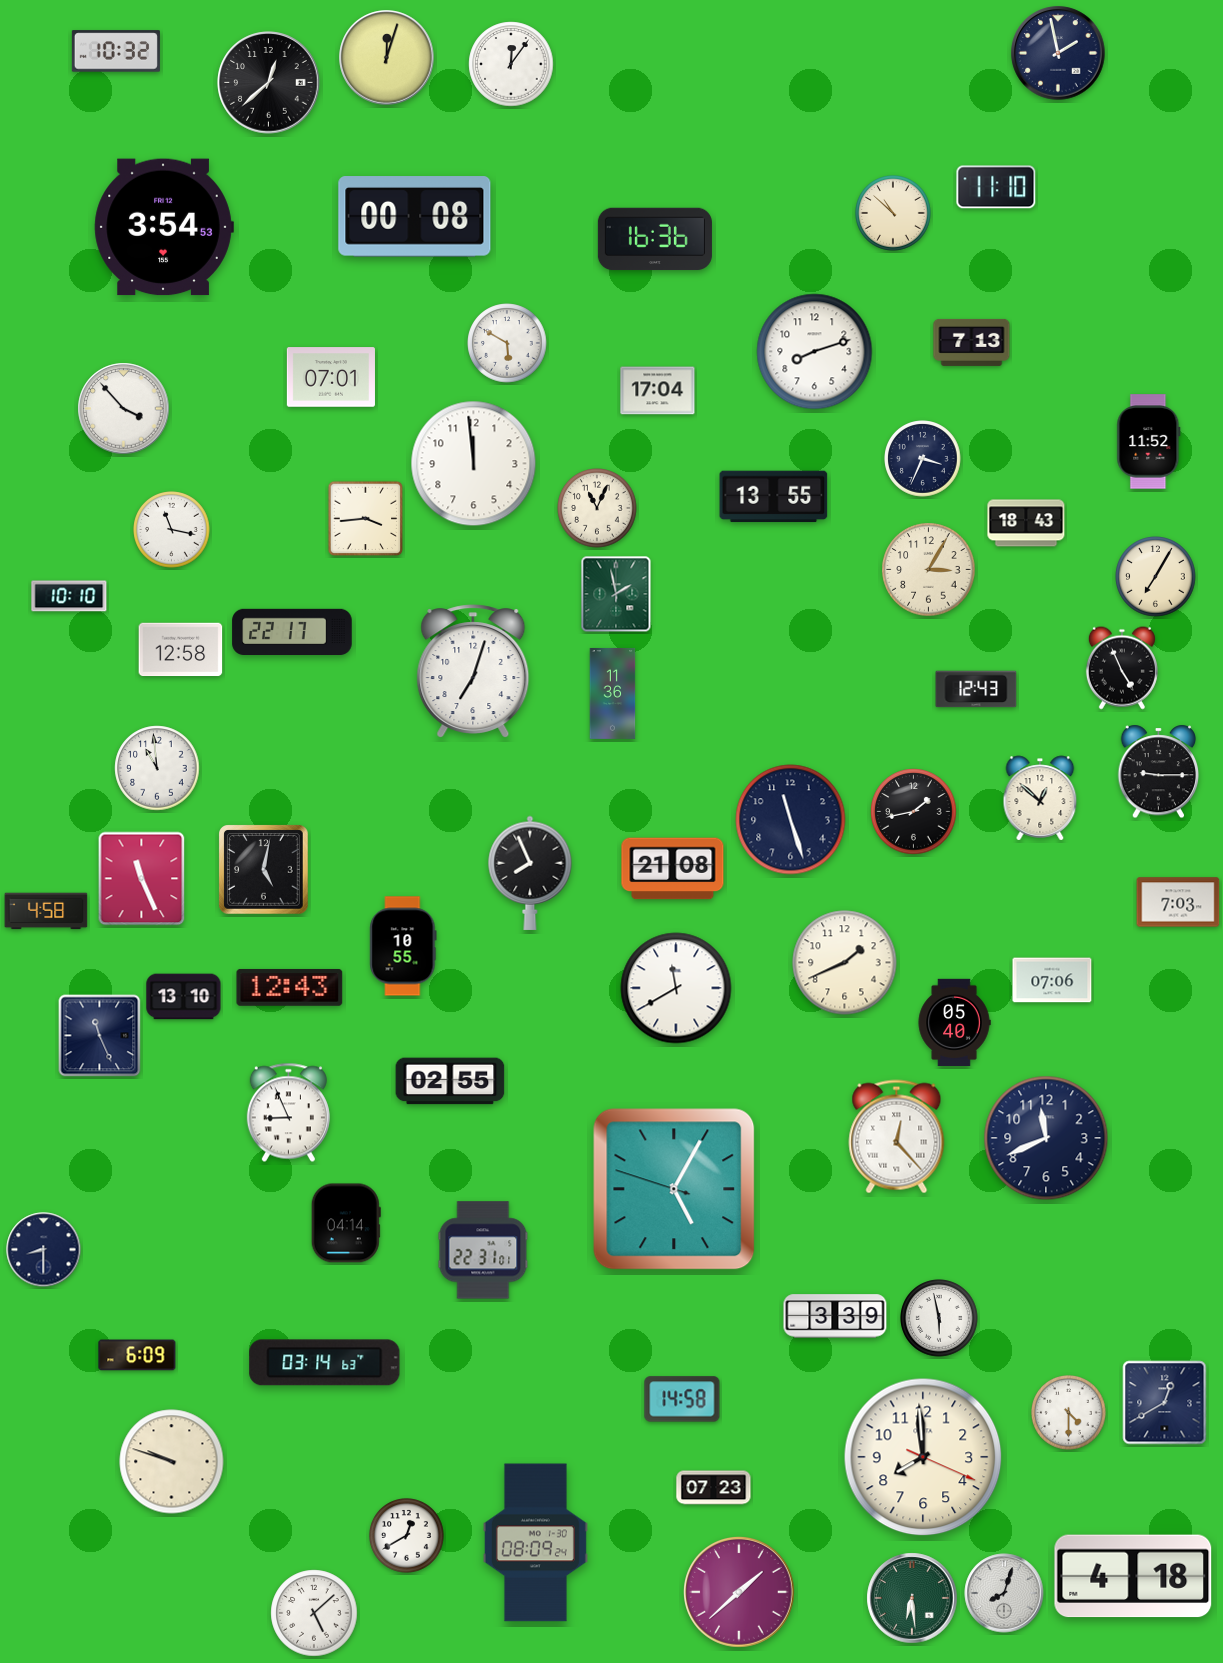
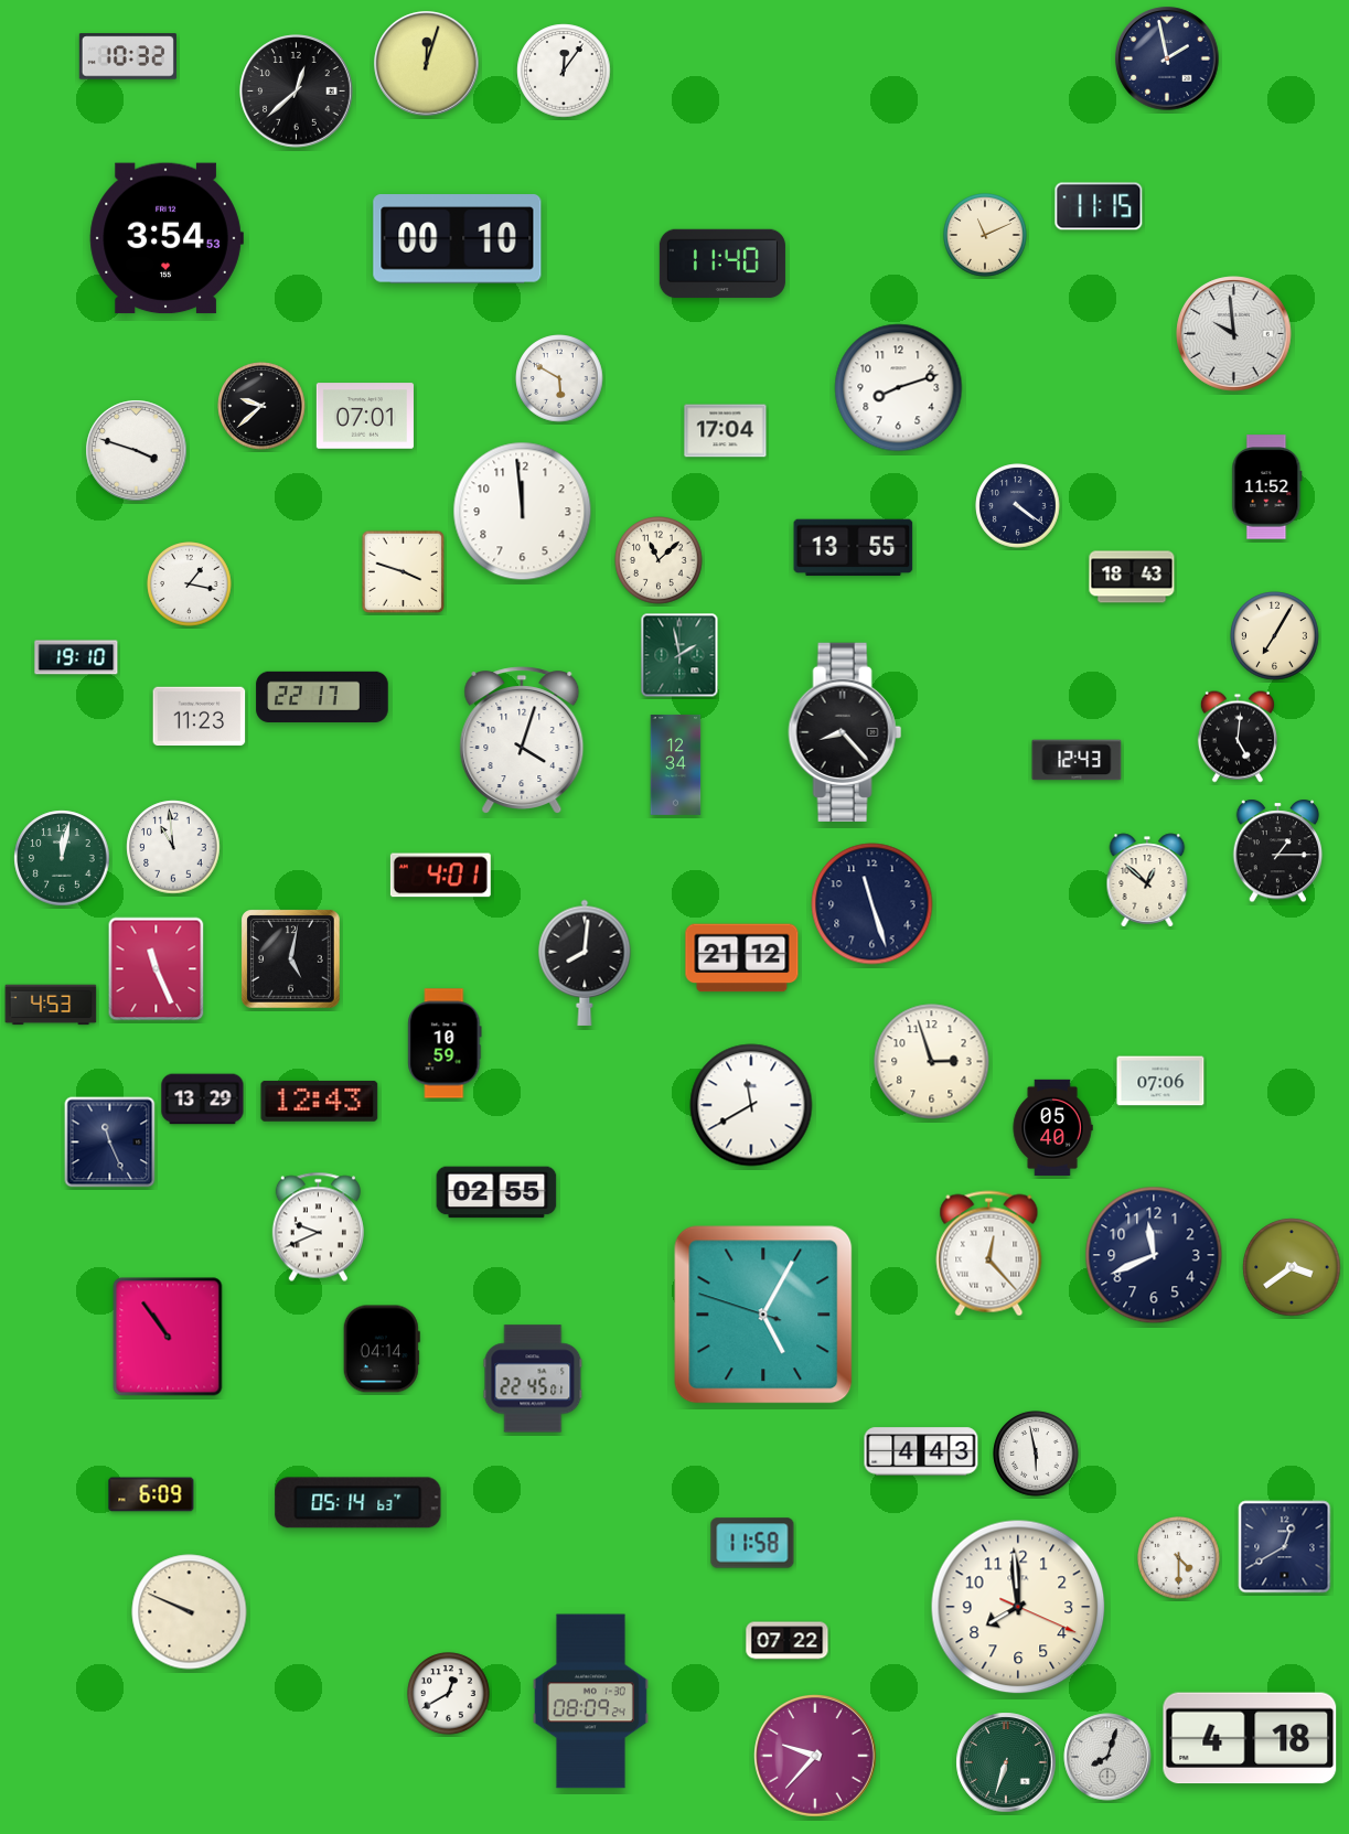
clock at (996, 187): 11:10 -> 11:15
clock at (894, 214): 10:52 -> 11:11
clock at (415, 217): 00:08 -> 00:10
clock at (164, 227) position: (164, 227) -> (167, 238)
clock at (655, 239): 16:36 -> 11:40
clock at (1234, 334): none -> 9:59
clock at (972, 342): 7:13 -> none
clock at (261, 406): none -> 9:38
clock at (124, 409): 3:53 -> 3:48
clock at (923, 459): 3:34 -> 4:21
clock at (597, 508): 11:04 -> 11:08
clock at (366, 519): 3:44 -> 3:48
clock at (172, 530): 11:17 -> 1:17
clock at (929, 570): 3:05 -> none
clock at (69, 596): 10:10 -> 19:10
clock at (181, 650): 12:58 -> 11:23
clock at (845, 731): none -> 8:23
clock at (1122, 668): 4:56 -> 5:01
clock at (473, 671): 7:03 -> 4:03
clock at (613, 693): 11:36 -> 12:34
clock at (1159, 772): 9:15 -> 1:15
clock at (62, 858): none -> 12:02
clock at (440, 876): none -> 4:01
clock at (914, 812): 1:43 -> none
clock at (673, 869): 21:08 -> 21:12
clock at (530, 873): 7:56 -> 8:01
clock at (1178, 902): 7:03 -> none
clock at (46, 911): 4:58 -> 4:53
clock at (403, 946): 10:55 -> 10:59
clock at (845, 963): 1:41 -> 2:57
clock at (290, 988) position: (290, 988) -> (320, 1102)
clock at (676, 988) position: (676, 988) -> (751, 1105)
clock at (184, 997): 13:10 -> 13:29
clock at (288, 1113): 8:56 -> 9:41
clock at (1292, 1267): none -> 3:39
clock at (674, 1189) position: (674, 1189) -> (763, 1315)
clock at (168, 1337): none -> 10:54
clock at (44, 1250): 8:30 -> none
clock at (483, 1250): 22:31 -> 22:45
clock at (835, 1316): 3:39 -> 4:43
clock at (325, 1363): 03:14 -> 05:14
clock at (682, 1399): 14:58 -> 11:58
clock at (172, 1462): 9:48 -> 9:49
clock at (714, 1488): 07:23 -> 07:22
clock at (740, 1593): 1:38 -> 9:37
clock at (912, 1598): 6:29 -> 6:33
clock at (314, 1613): 5:08 -> none
